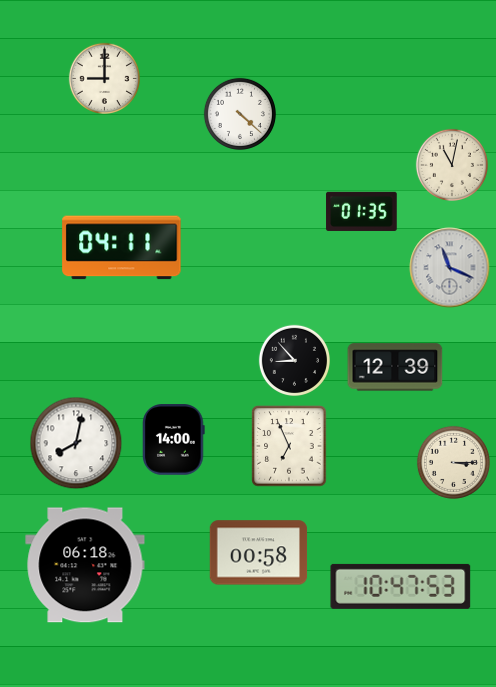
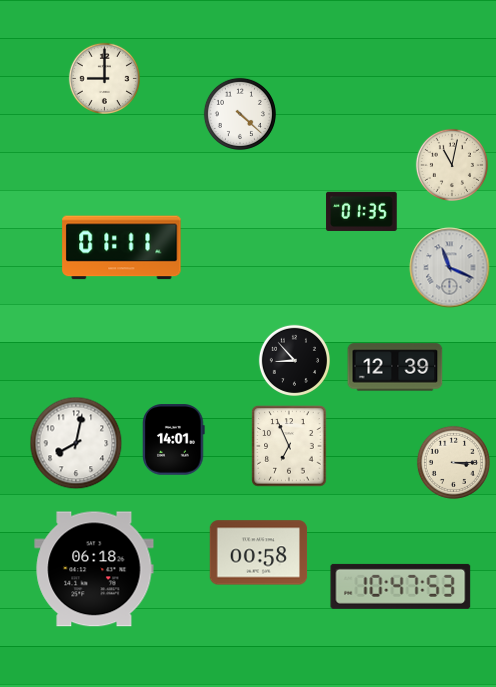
clock at (122, 248): 04:11 -> 01:11
clock at (174, 440): 14:00 -> 14:01
clock at (85, 565) position: (85, 565) -> (94, 569)
